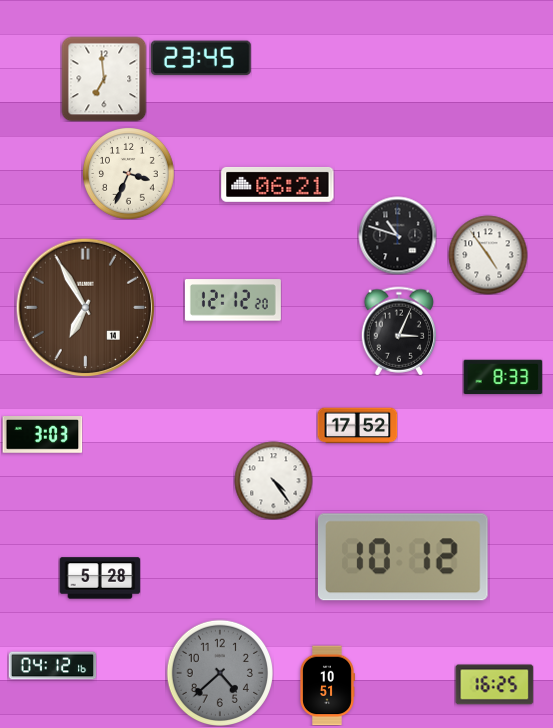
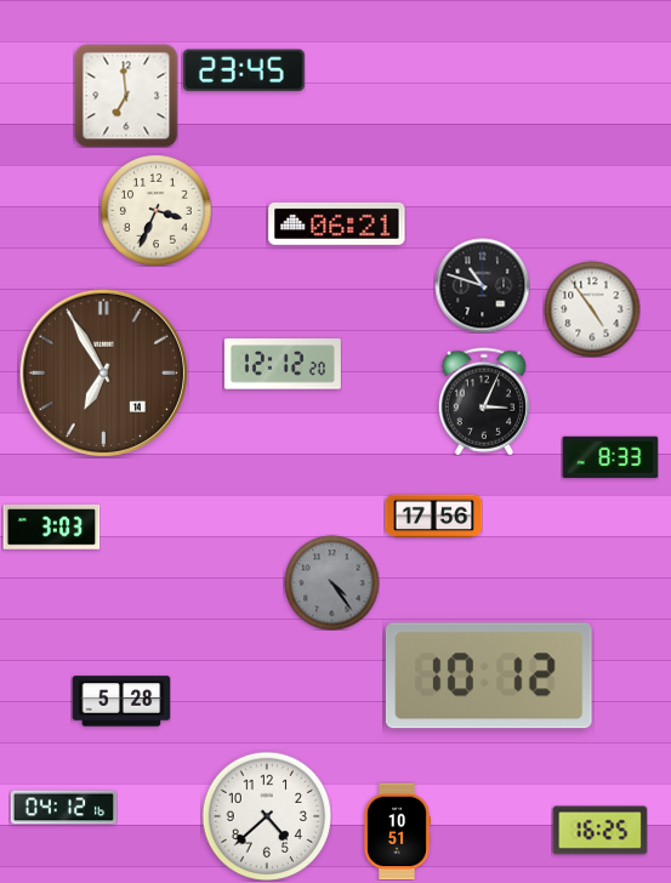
clock at (357, 426): 17:52 -> 17:56
clock at (273, 480) dial: white -> grey
clock at (219, 672) dial: grey -> white
